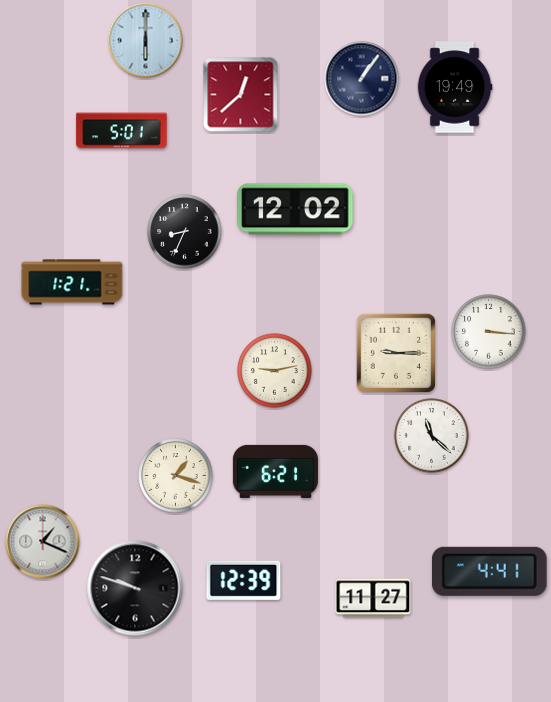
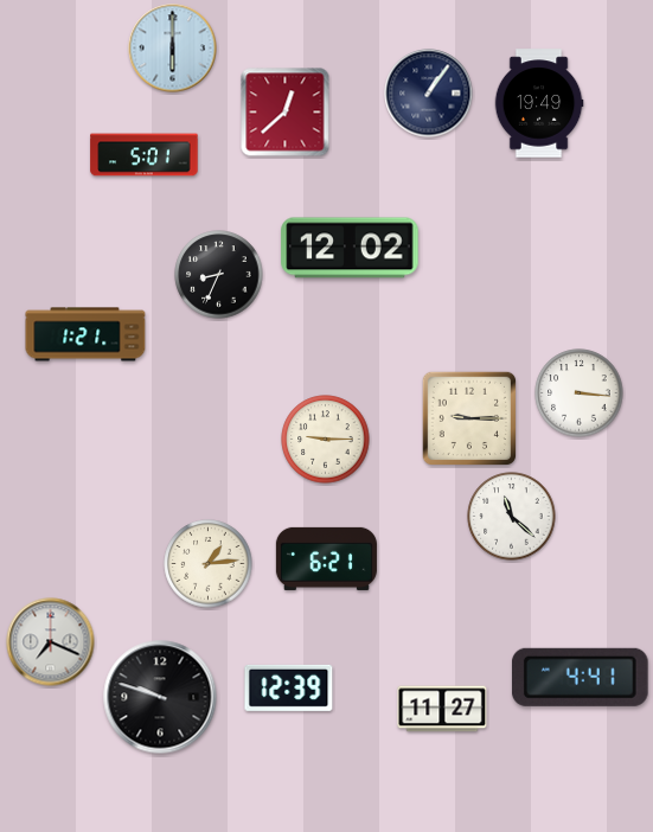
clock at (275, 371): 9:13 -> 9:15
clock at (176, 476): 1:18 -> 1:14
clock at (43, 542): 1:19 -> 7:19
